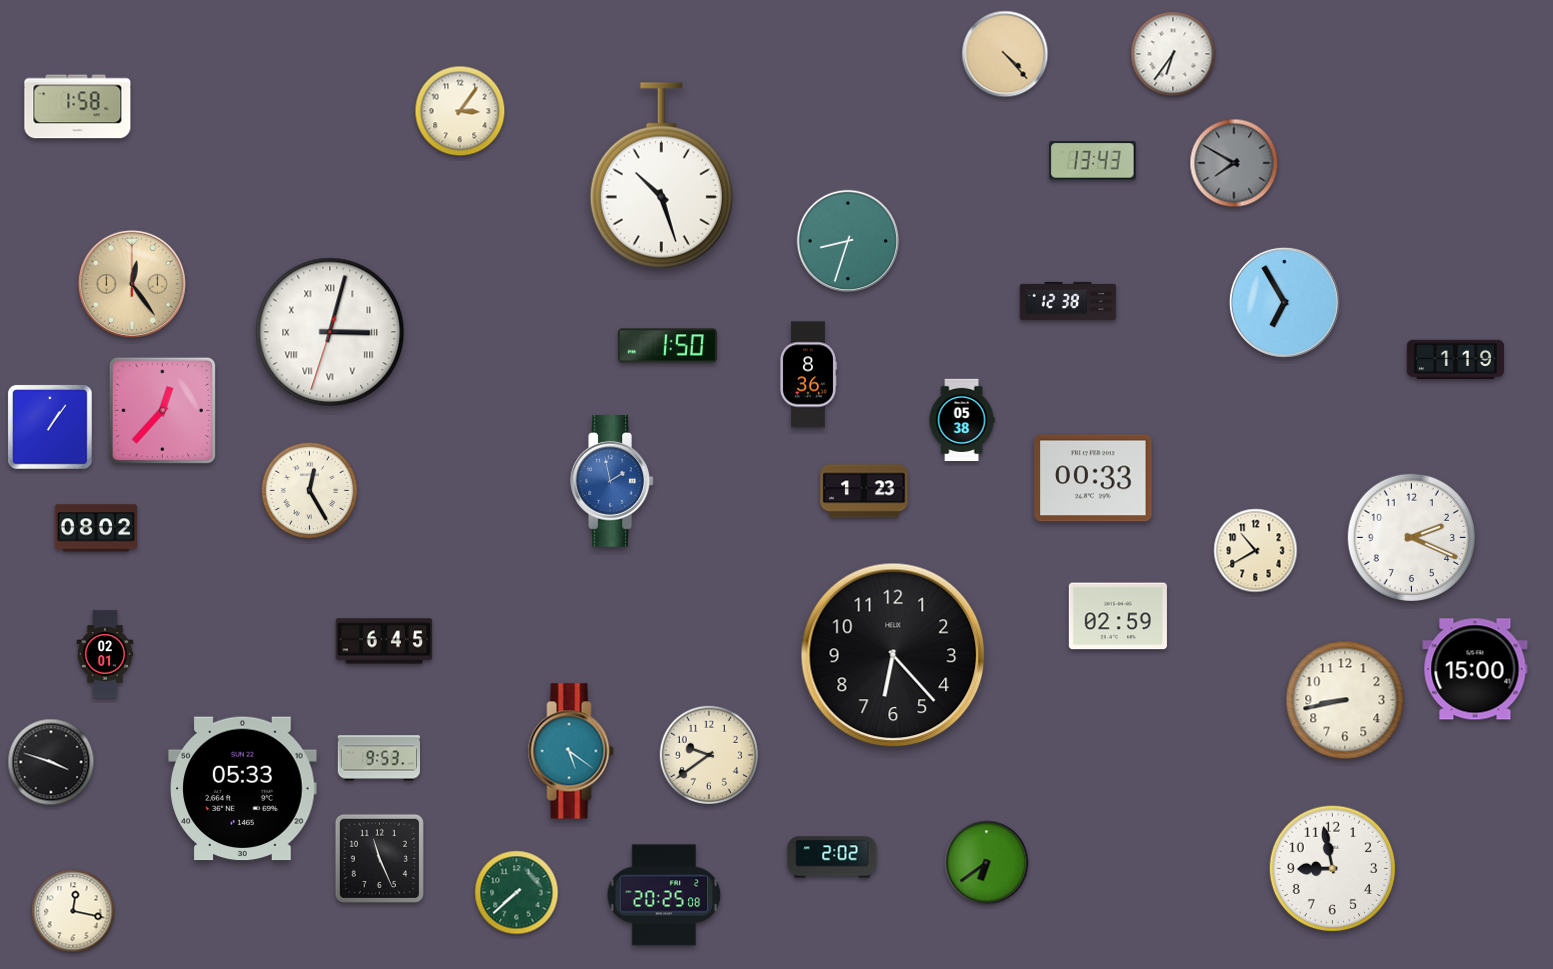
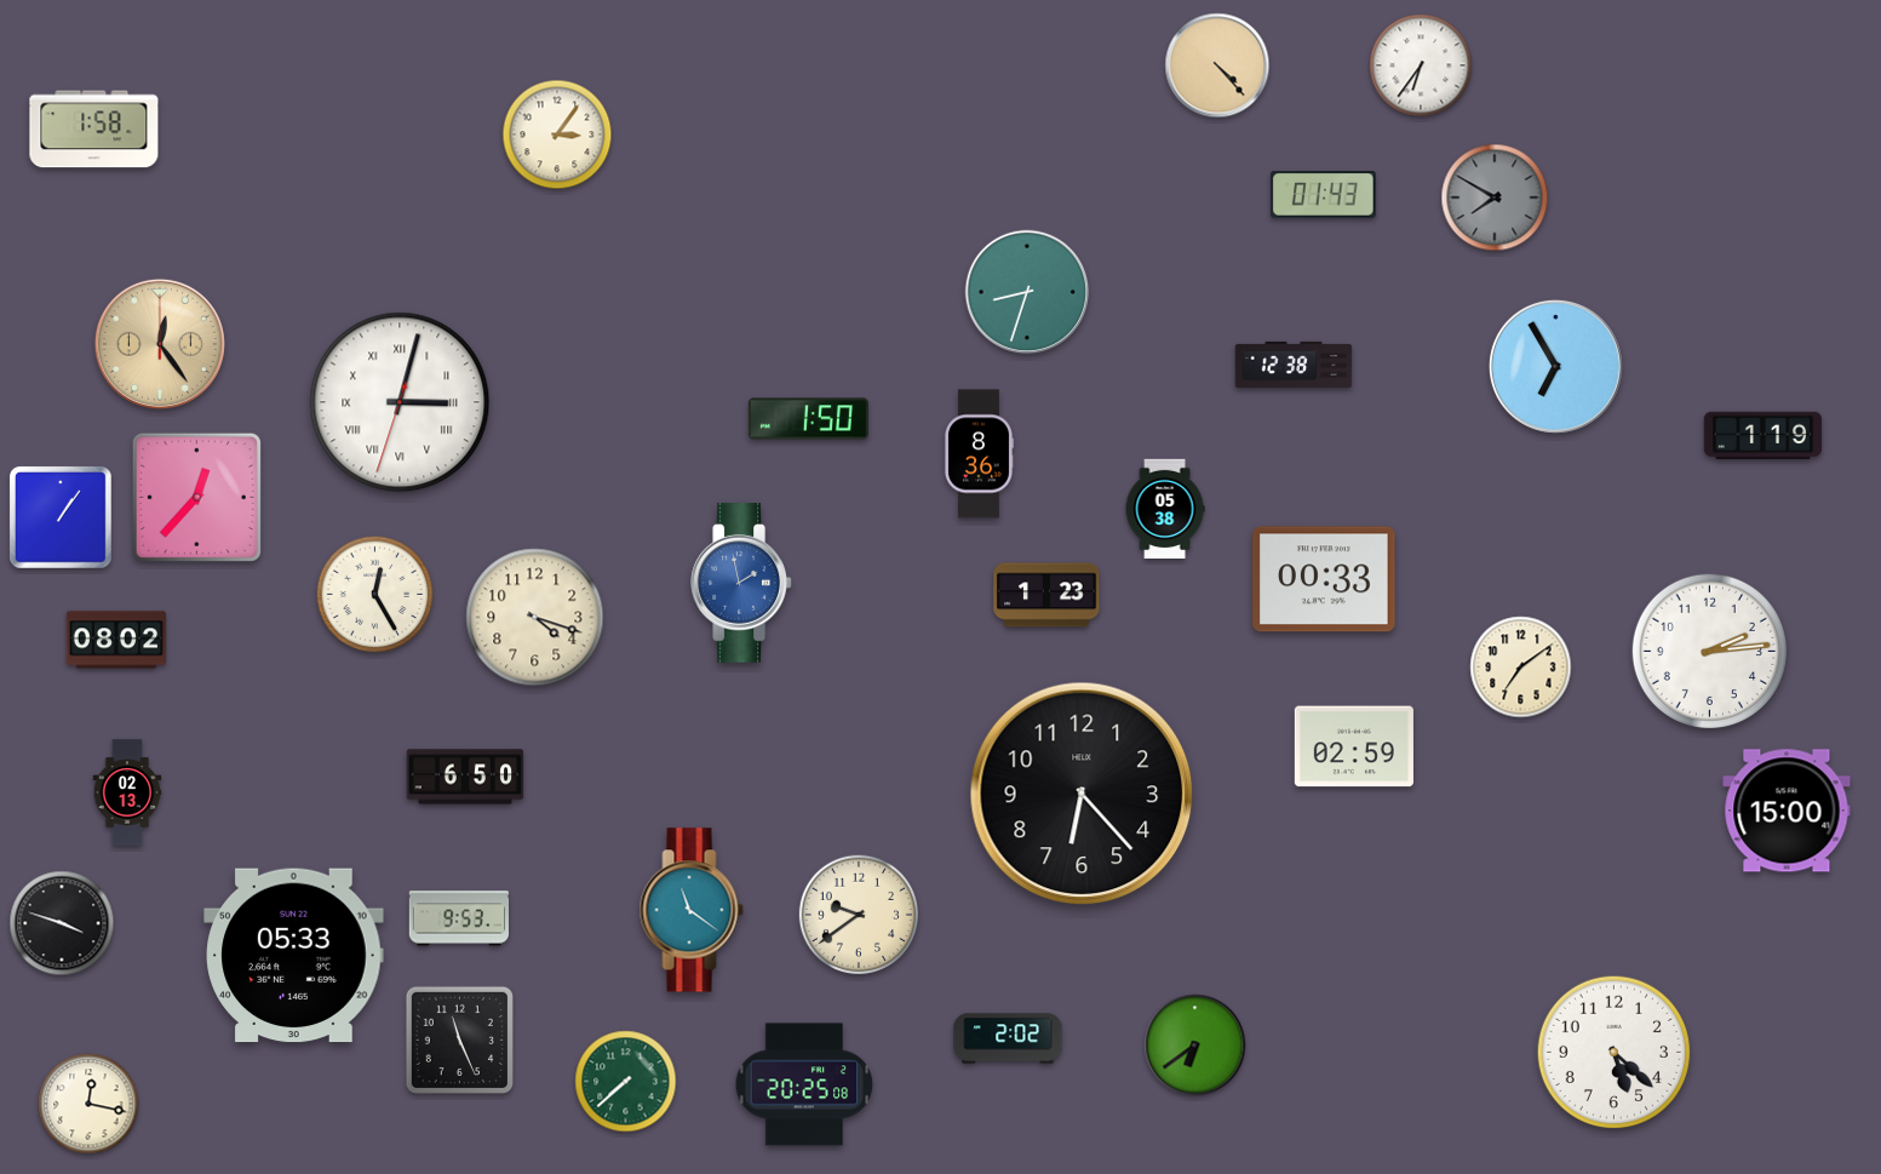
clock at (1093, 161): 13:43 -> 01:43
clock at (661, 176): 10:27 -> none
clock at (535, 618): none -> 4:18
clock at (1411, 537): 2:19 -> 2:14
clock at (1256, 551): 10:40 -> 7:09
clock at (384, 641): 6:45 -> 6:50
clock at (105, 654): 02:01 -> 02:13
clock at (1345, 700): 8:43 -> none
clock at (571, 751): 5:21 -> 11:21
clock at (1333, 869): 8:58 -> 5:22
